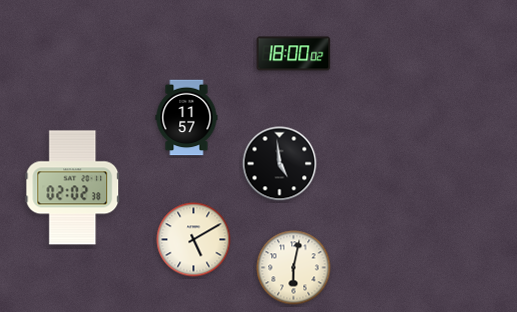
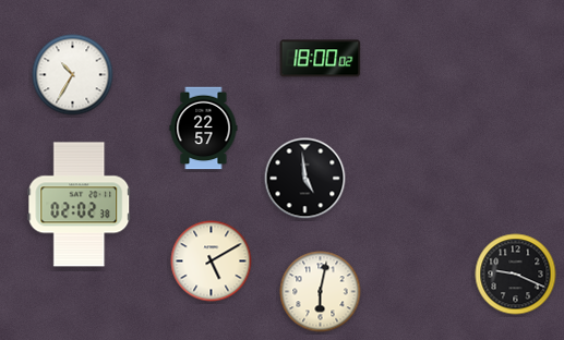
clock at (73, 75): none -> 10:35
clock at (187, 118): 11:57 -> 22:57
clock at (516, 275): none -> 9:19
